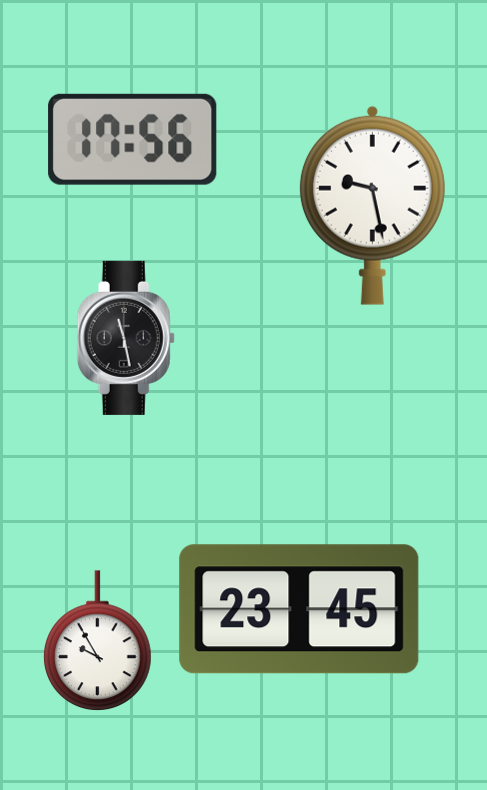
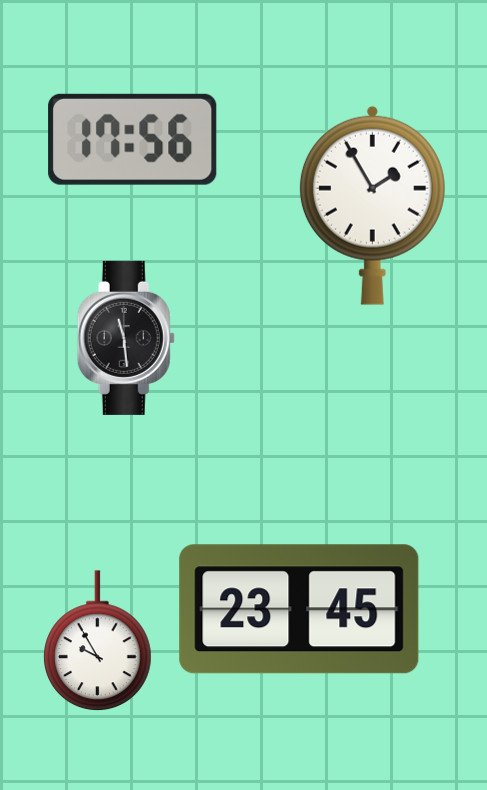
clock at (372, 205): 9:28 -> 1:55
clock at (126, 338): 11:28 -> 11:29
